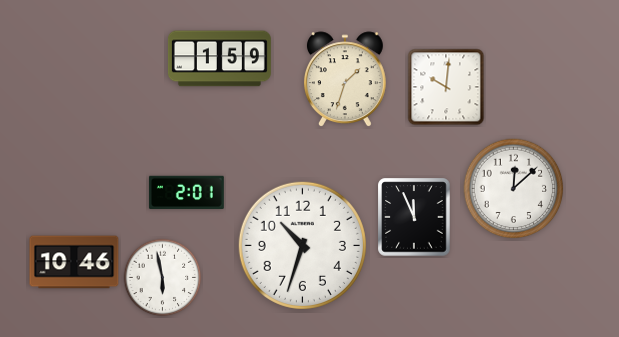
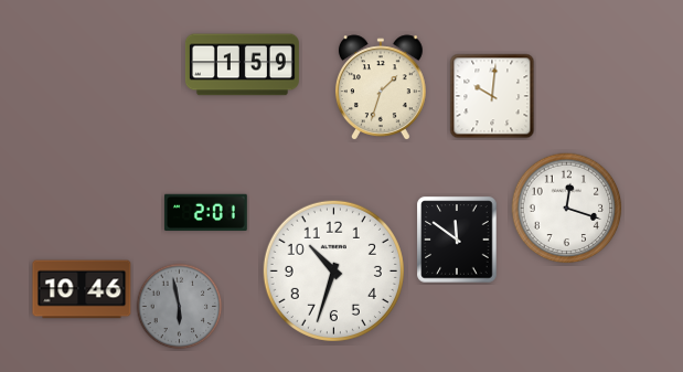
clock at (514, 189): 12:08 -> 12:18
clock at (414, 217): 11:56 -> 11:51
clock at (163, 278) dial: white -> grey
